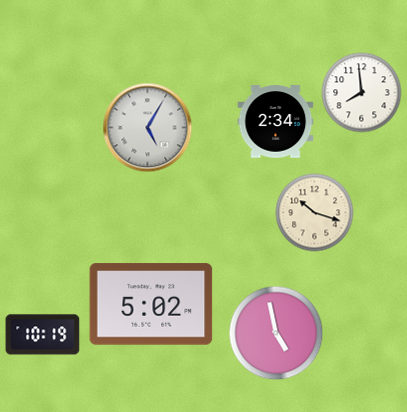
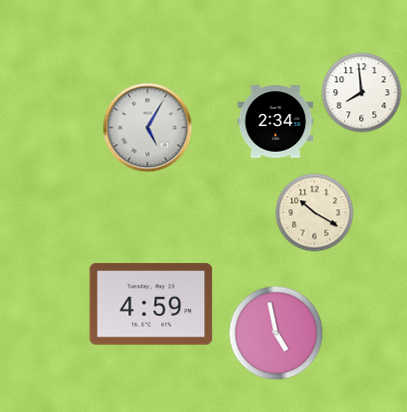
clock at (315, 213): 10:18 -> 10:20
clock at (151, 304): 5:02 -> 4:59
clock at (43, 335): 10:19 -> none
